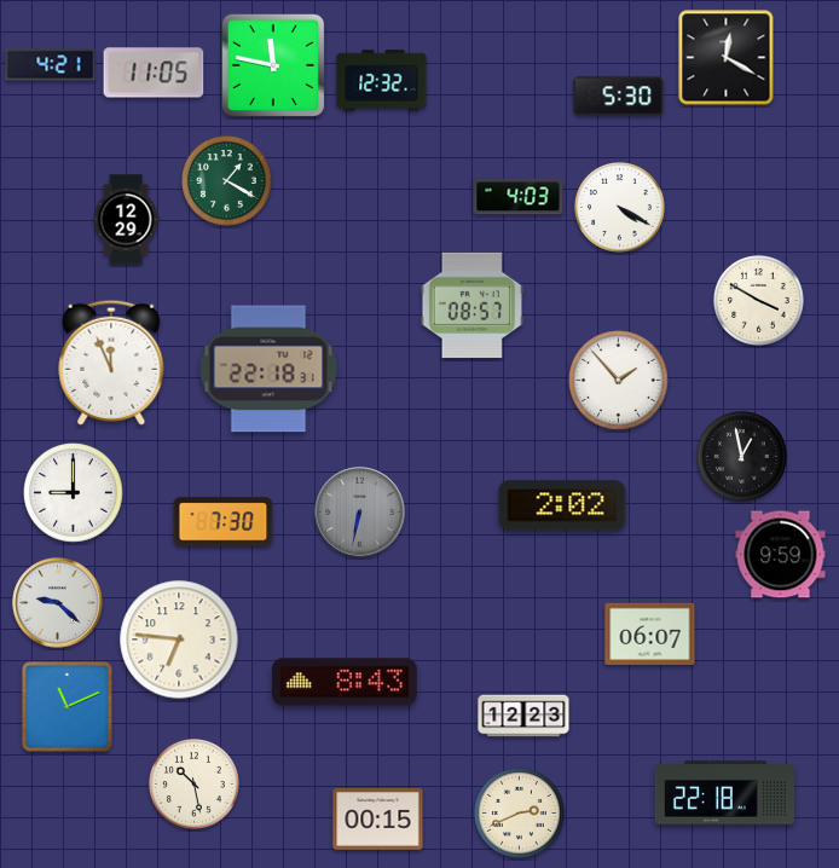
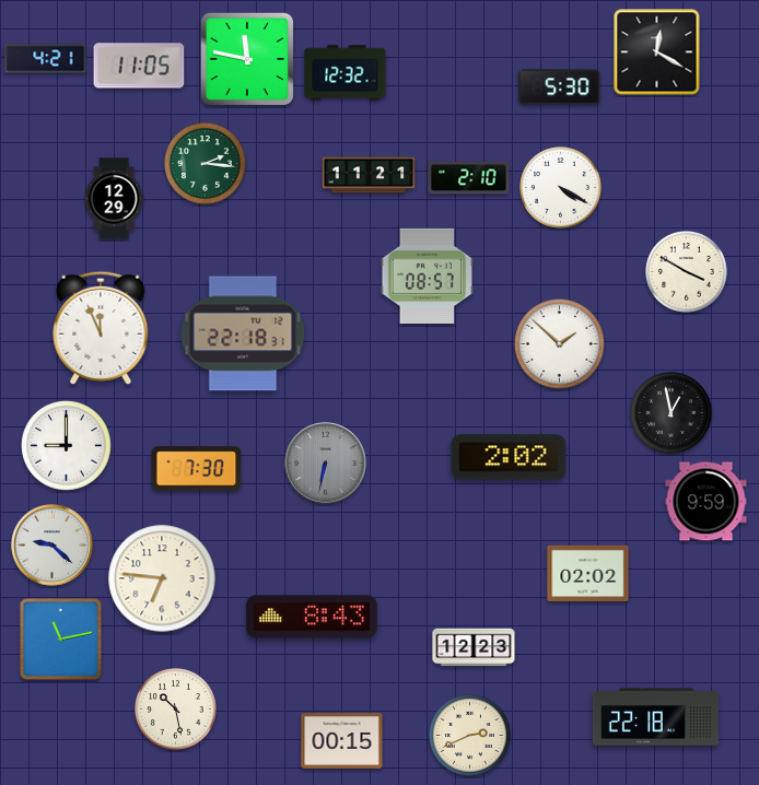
clock at (227, 181): 1:20 -> 2:16
clock at (369, 175): none -> 11:21
clock at (519, 197): 4:03 -> 2:10
clock at (619, 381): 1:53 -> 1:52
clock at (224, 522) position: (224, 522) -> (197, 469)
clock at (650, 633): 06:07 -> 02:02
clock at (66, 706): 11:11 -> 11:13
